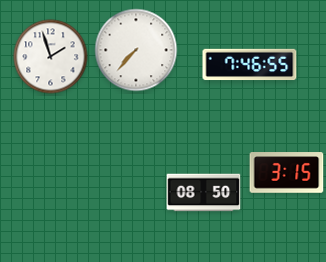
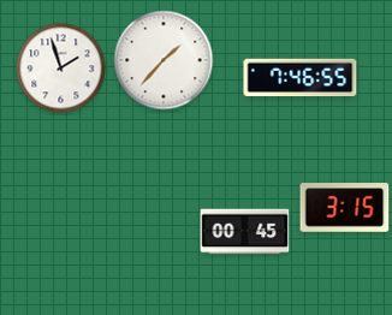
clock at (136, 50): 7:37 -> 1:37
clock at (204, 193): 08:50 -> 00:45
